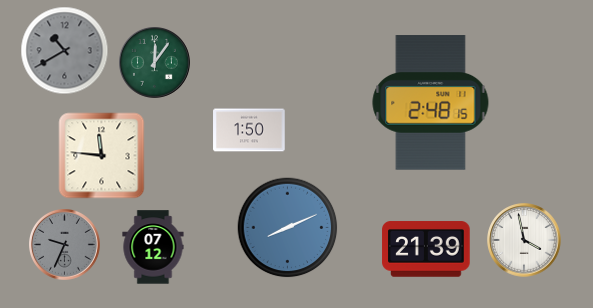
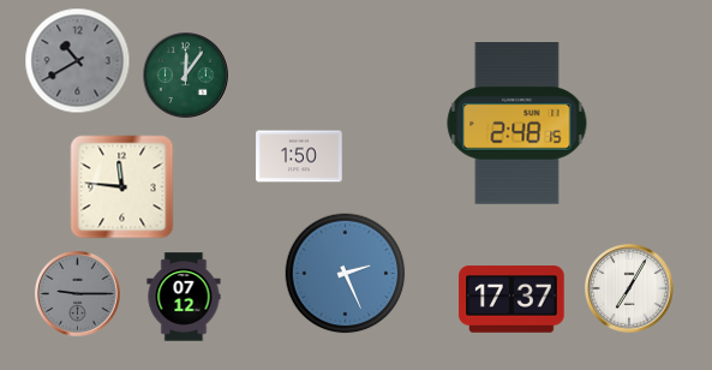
clock at (288, 228): 8:11 -> 2:26
clock at (524, 240): 3:58 -> 7:05
clock at (65, 245): 9:34 -> 9:15
clock at (426, 249): 21:39 -> 17:37
